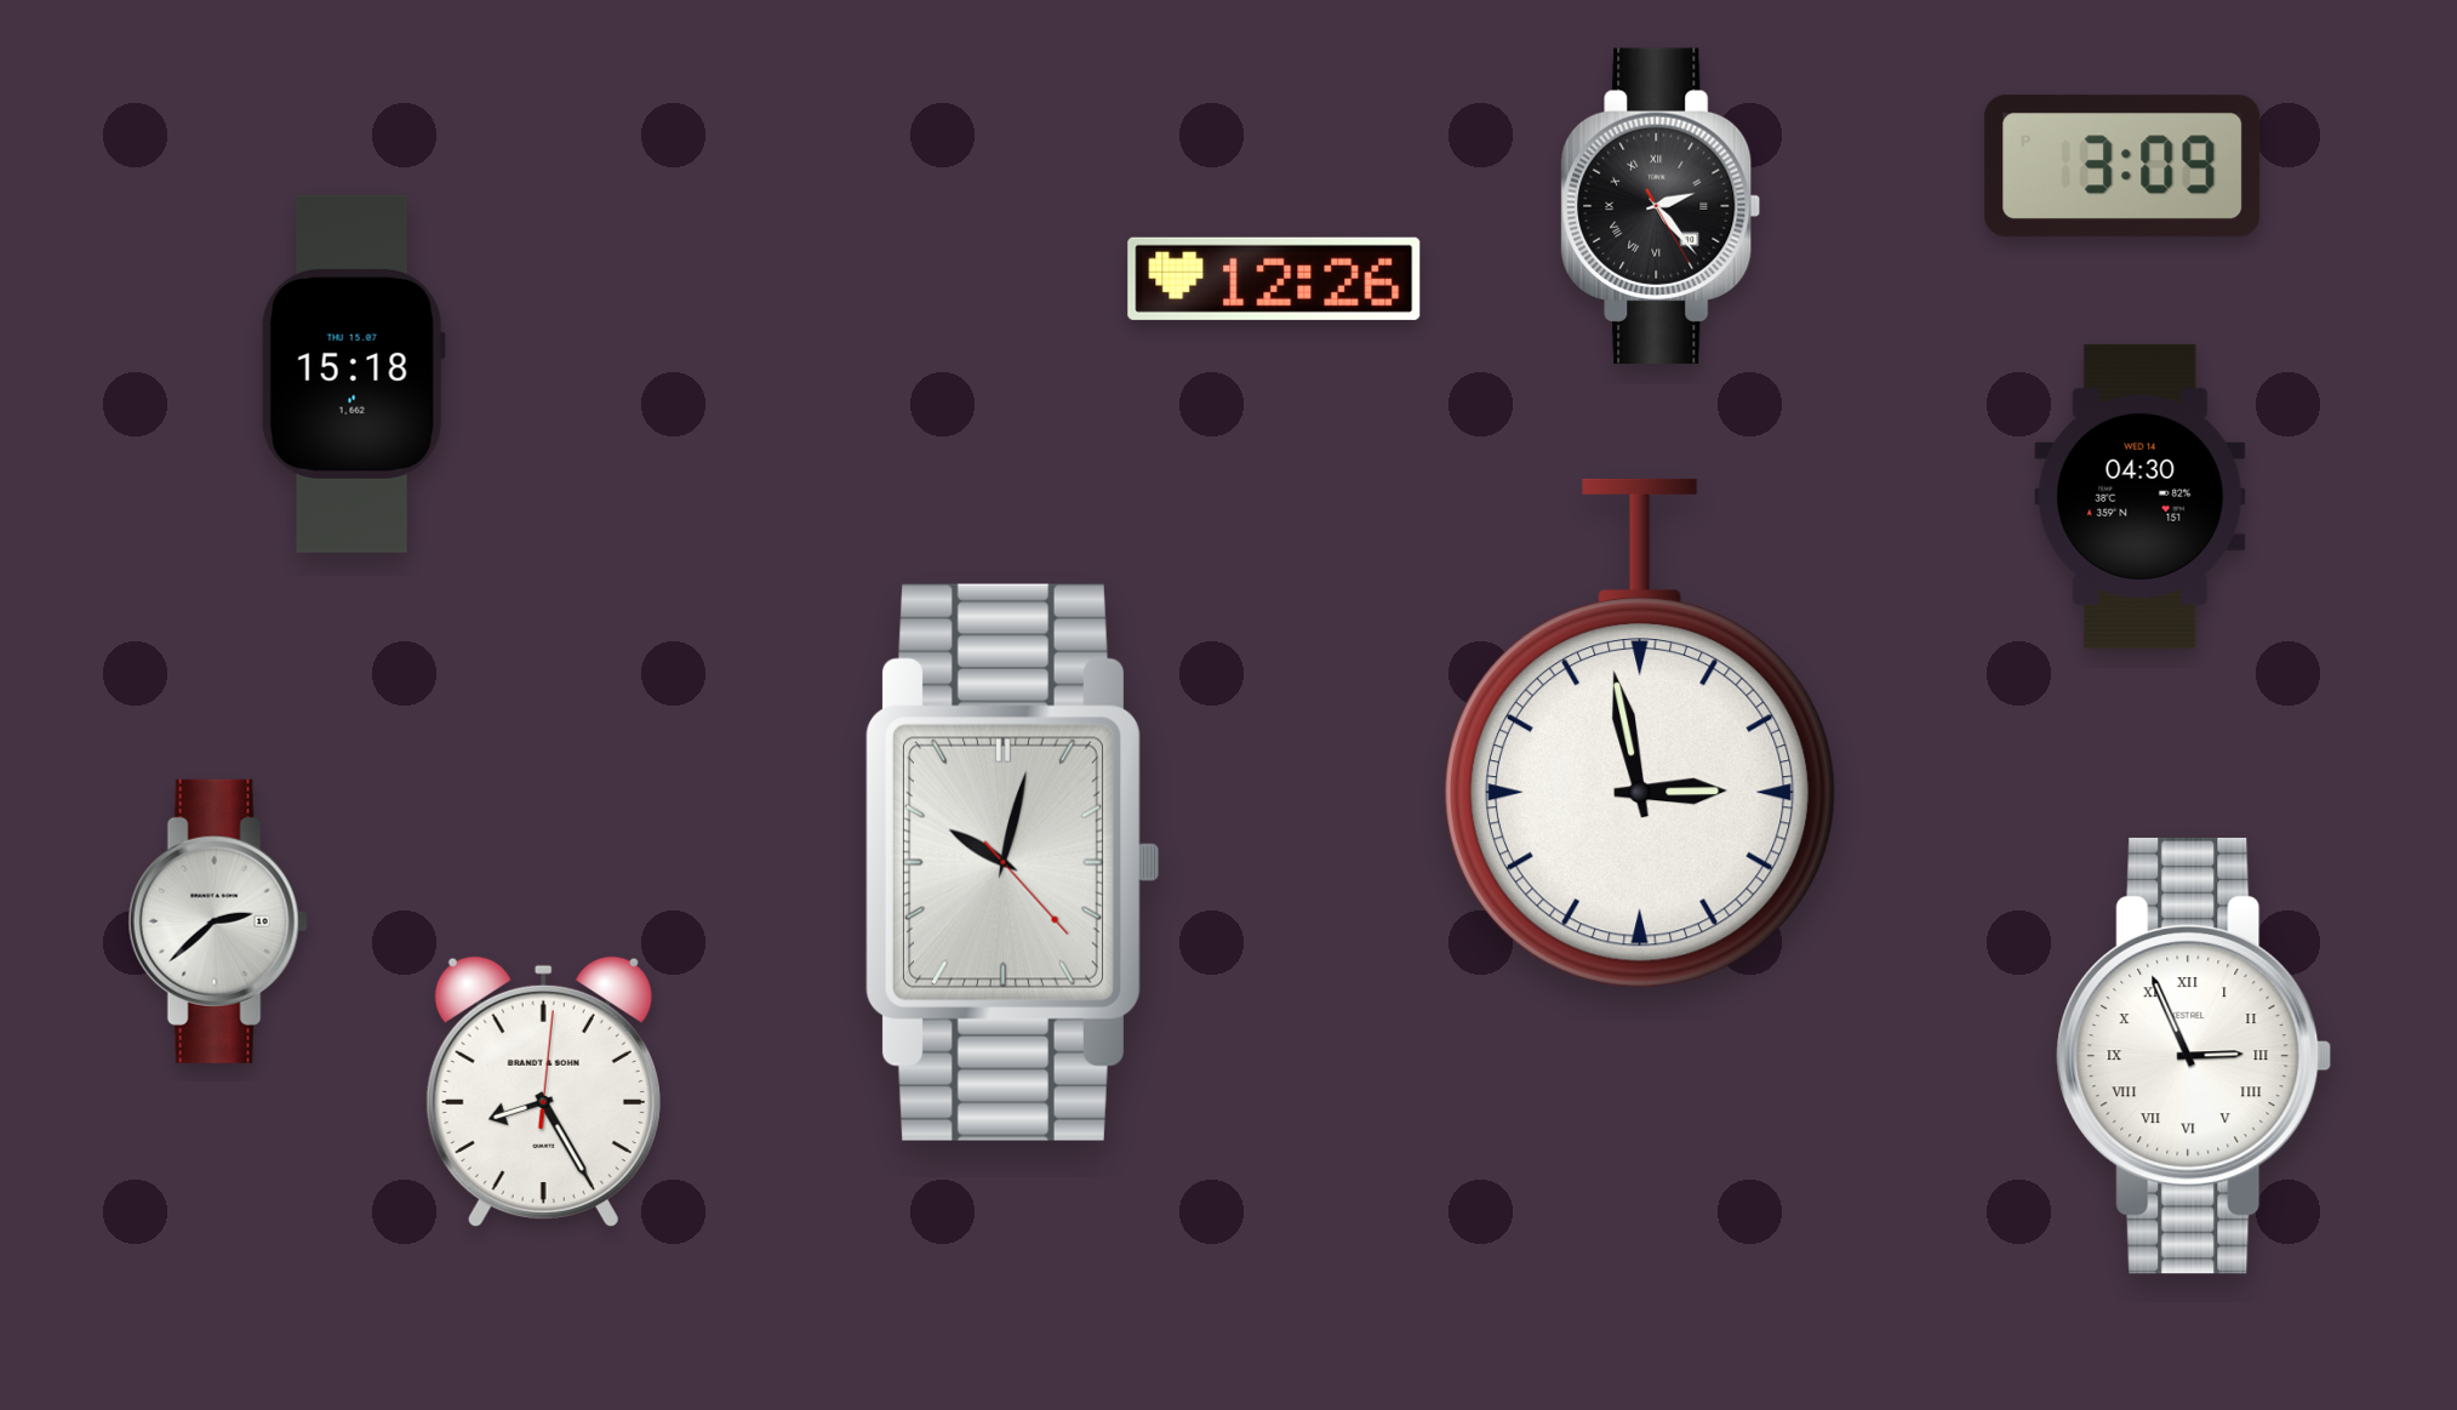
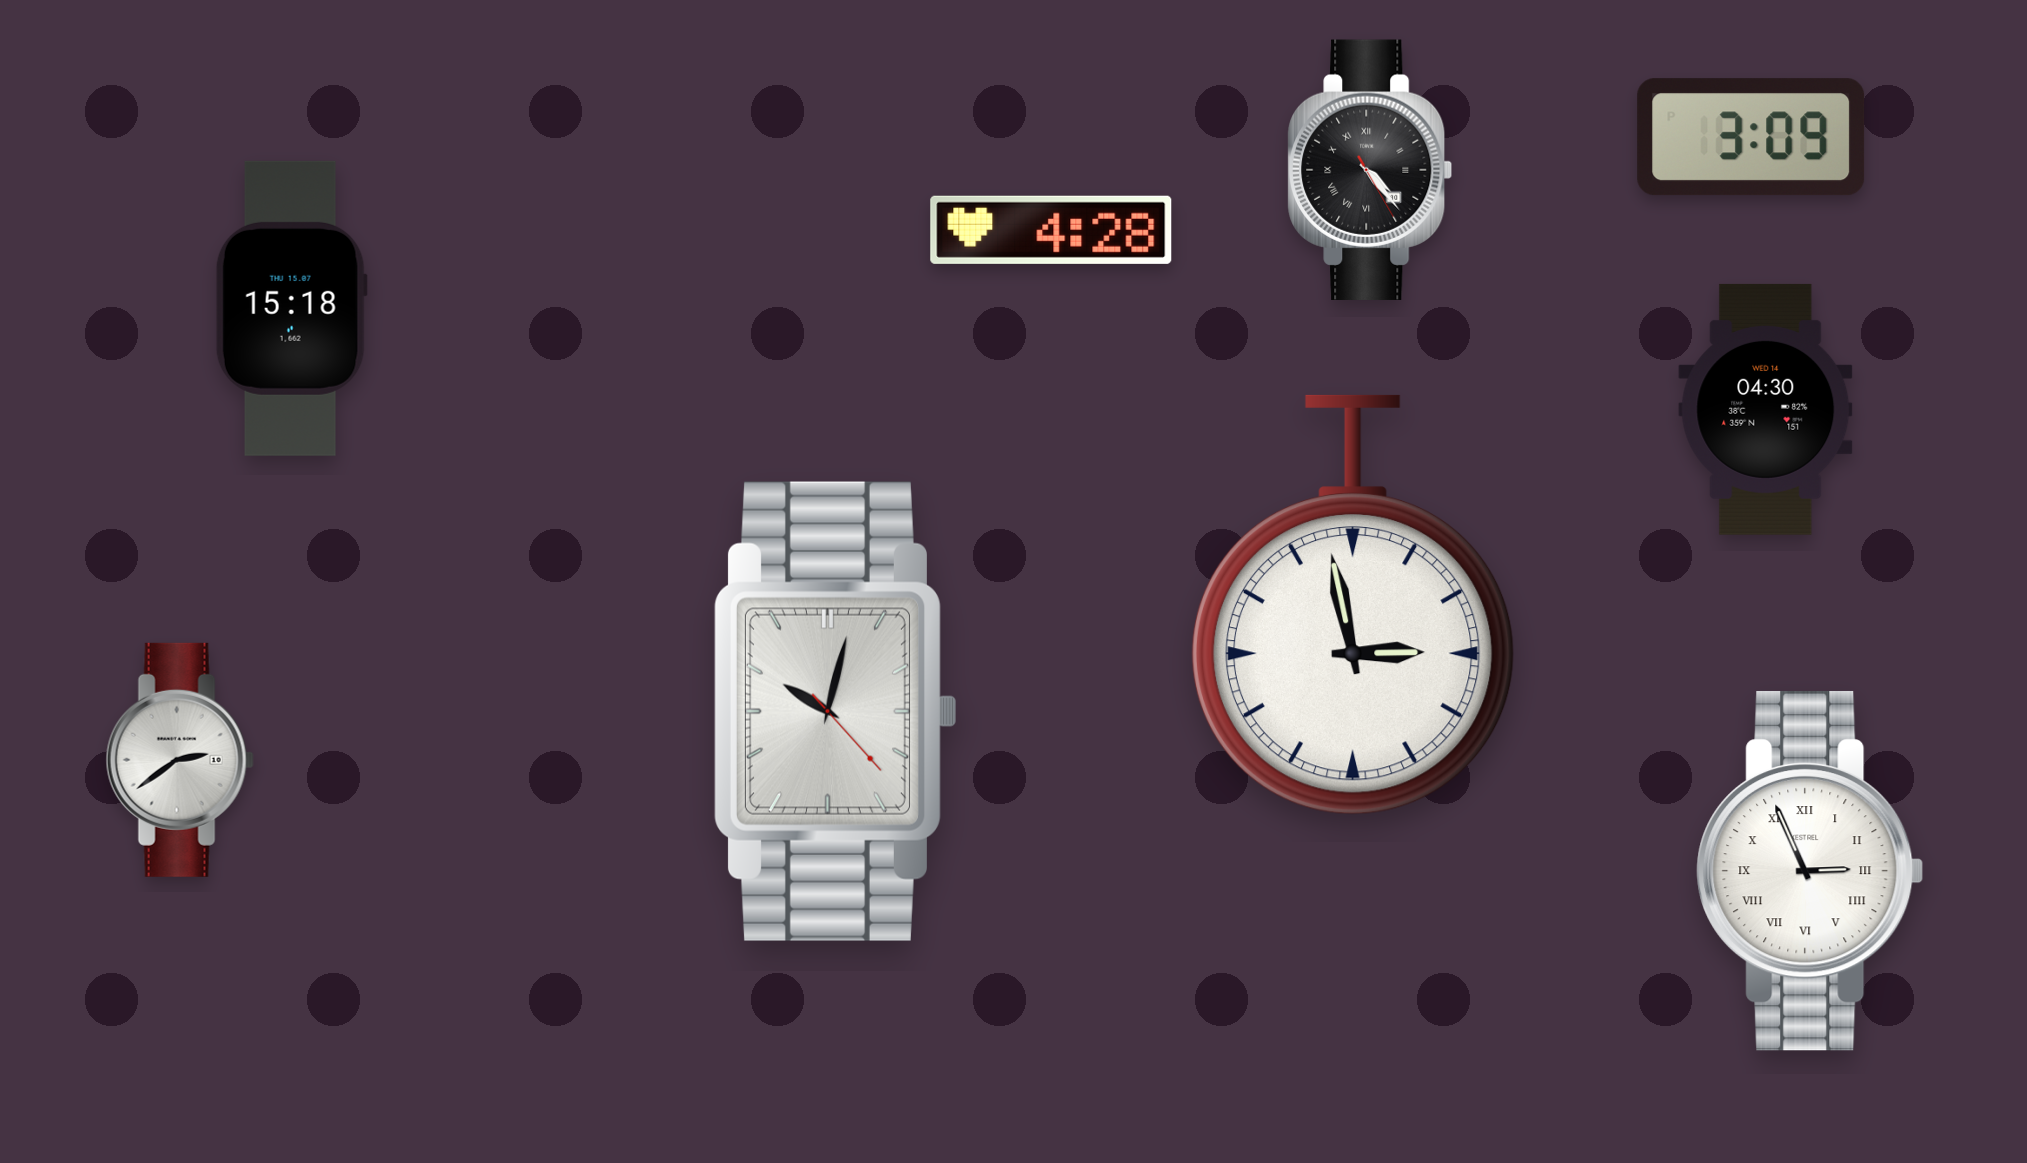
clock at (1661, 206): 2:23 -> 4:23
clock at (1274, 279): 12:26 -> 4:28
clock at (218, 921): 2:38 -> 2:39
clock at (543, 1092): 8:25 -> none
